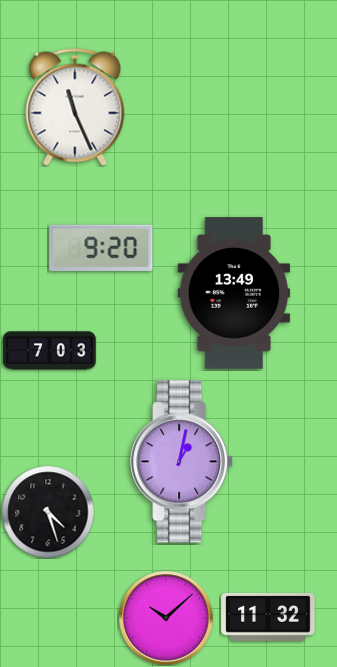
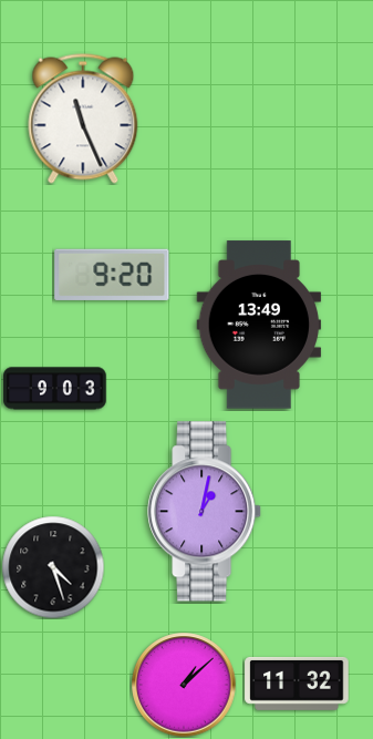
clock at (50, 351): 7:03 -> 9:03
clock at (182, 462) position: (182, 462) -> (205, 512)
clock at (166, 618): 10:08 -> 1:08
